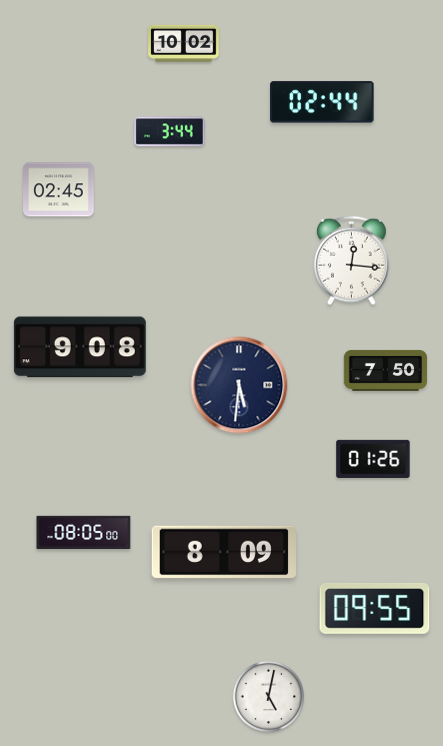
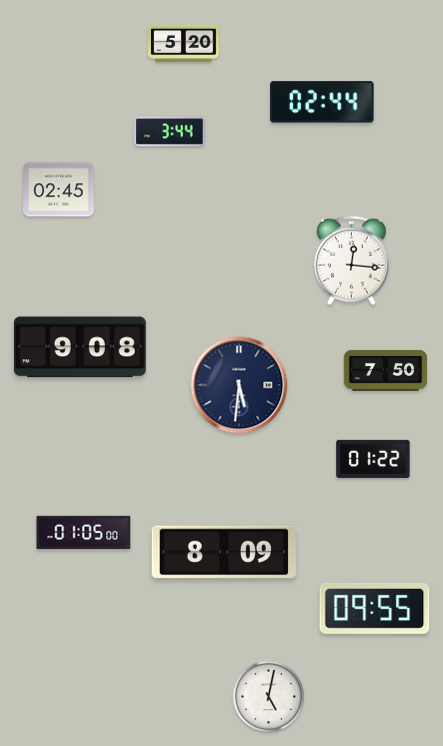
clock at (184, 43): 10:02 -> 5:20
clock at (373, 459): 01:26 -> 01:22
clock at (84, 532): 08:05 -> 01:05
